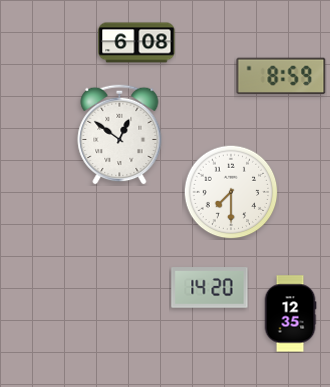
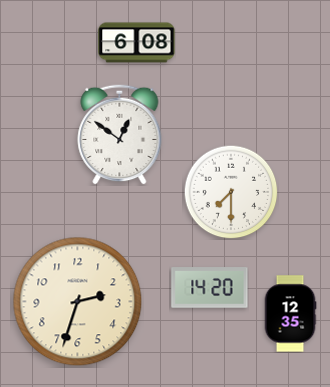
clock at (281, 76): 8:59 -> none
clock at (78, 302): none -> 2:33
